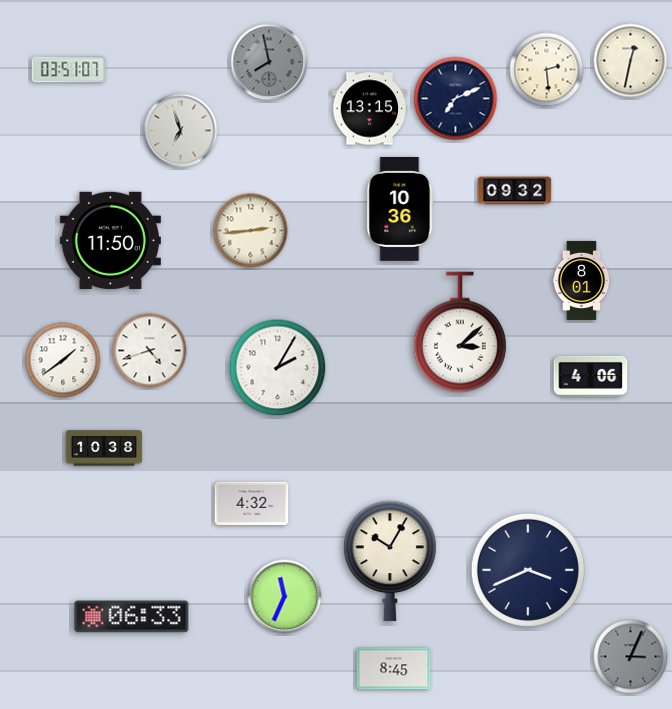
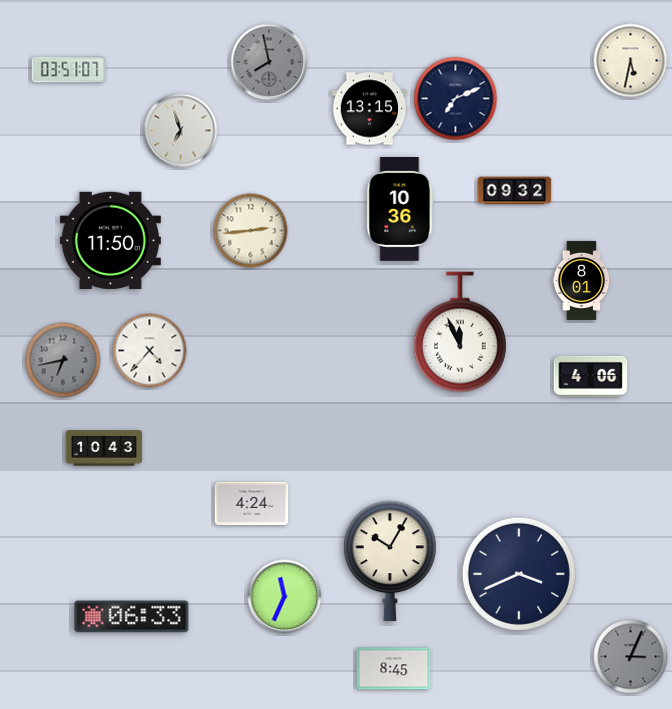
clock at (631, 61): 12:32 -> 5:32
clock at (547, 70): 2:29 -> none
clock at (460, 332): 3:08 -> 11:56
clock at (150, 351): 4:42 -> 4:37
clock at (63, 360): 1:39 -> 6:43
clock at (63, 360) dial: white -> grey
clock at (278, 368): 2:05 -> none
clock at (104, 448): 10:38 -> 10:43
clock at (252, 504): 4:32 -> 4:24
clock at (528, 570) position: (528, 570) -> (519, 574)
